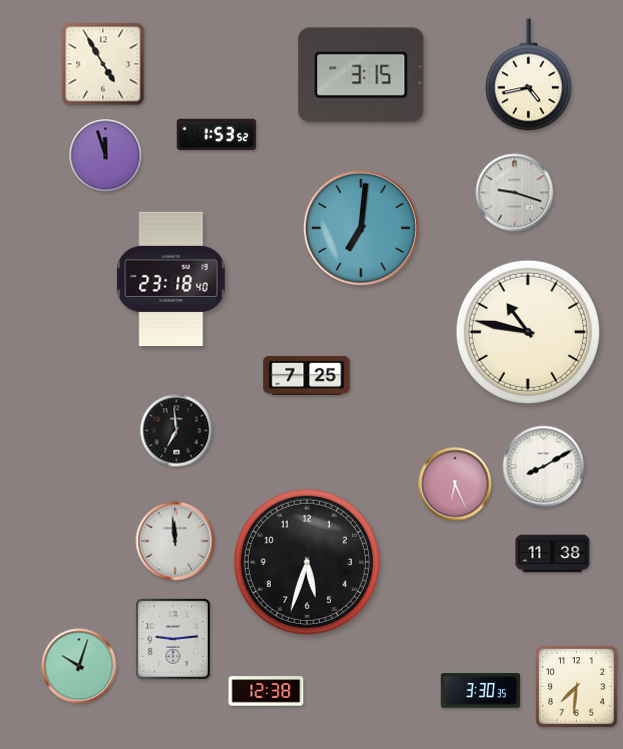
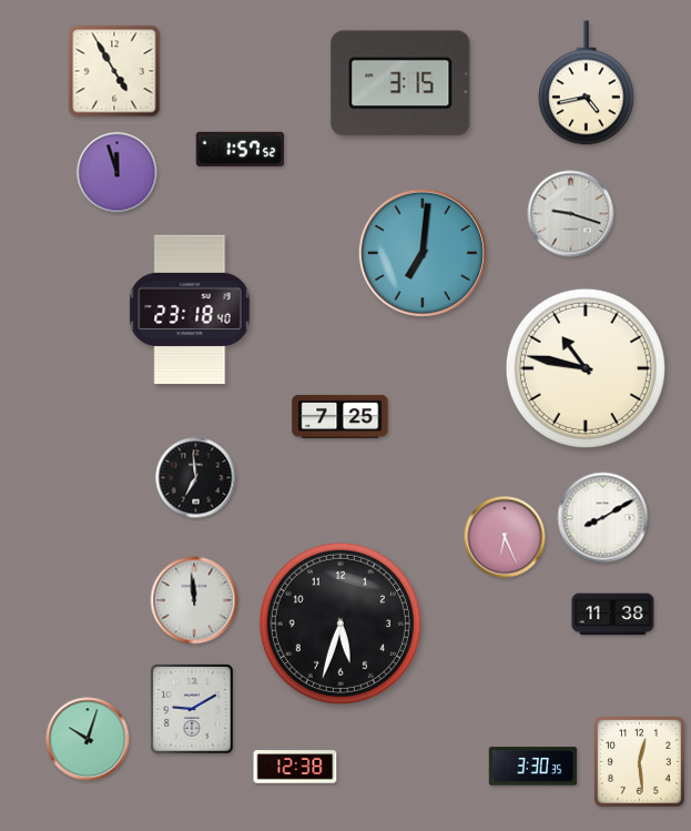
clock at (217, 134): 1:53 -> 1:57
clock at (361, 228) position: (361, 228) -> (423, 253)
clock at (173, 639): 9:14 -> 9:10
clock at (577, 687): 7:31 -> 12:29
